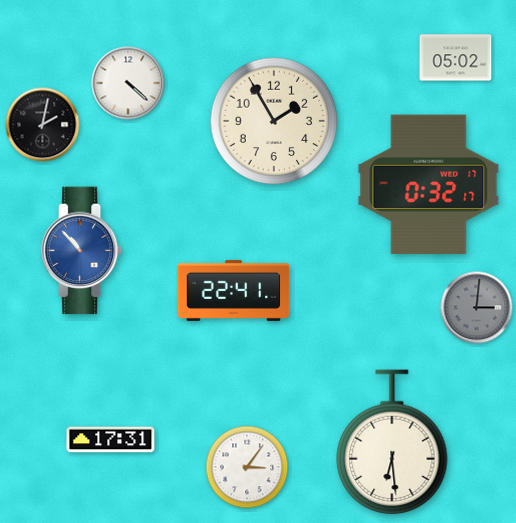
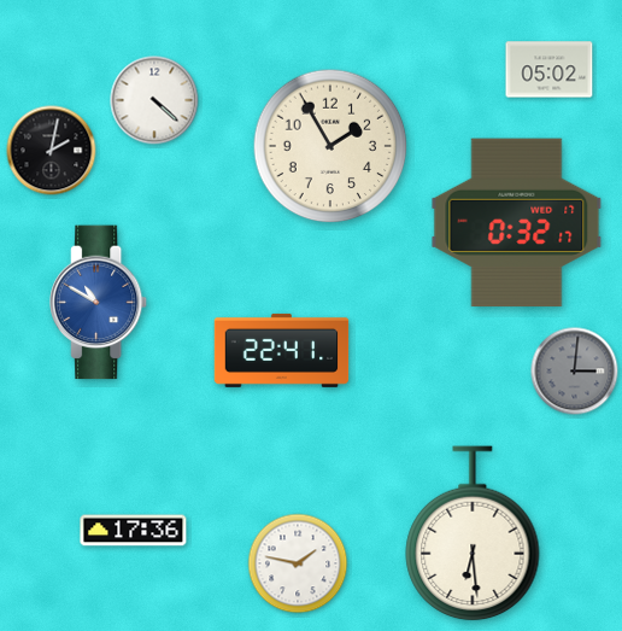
clock at (83, 251): 10:53 -> 10:50
clock at (111, 440): 17:31 -> 17:36
clock at (247, 467): 3:06 -> 1:47
